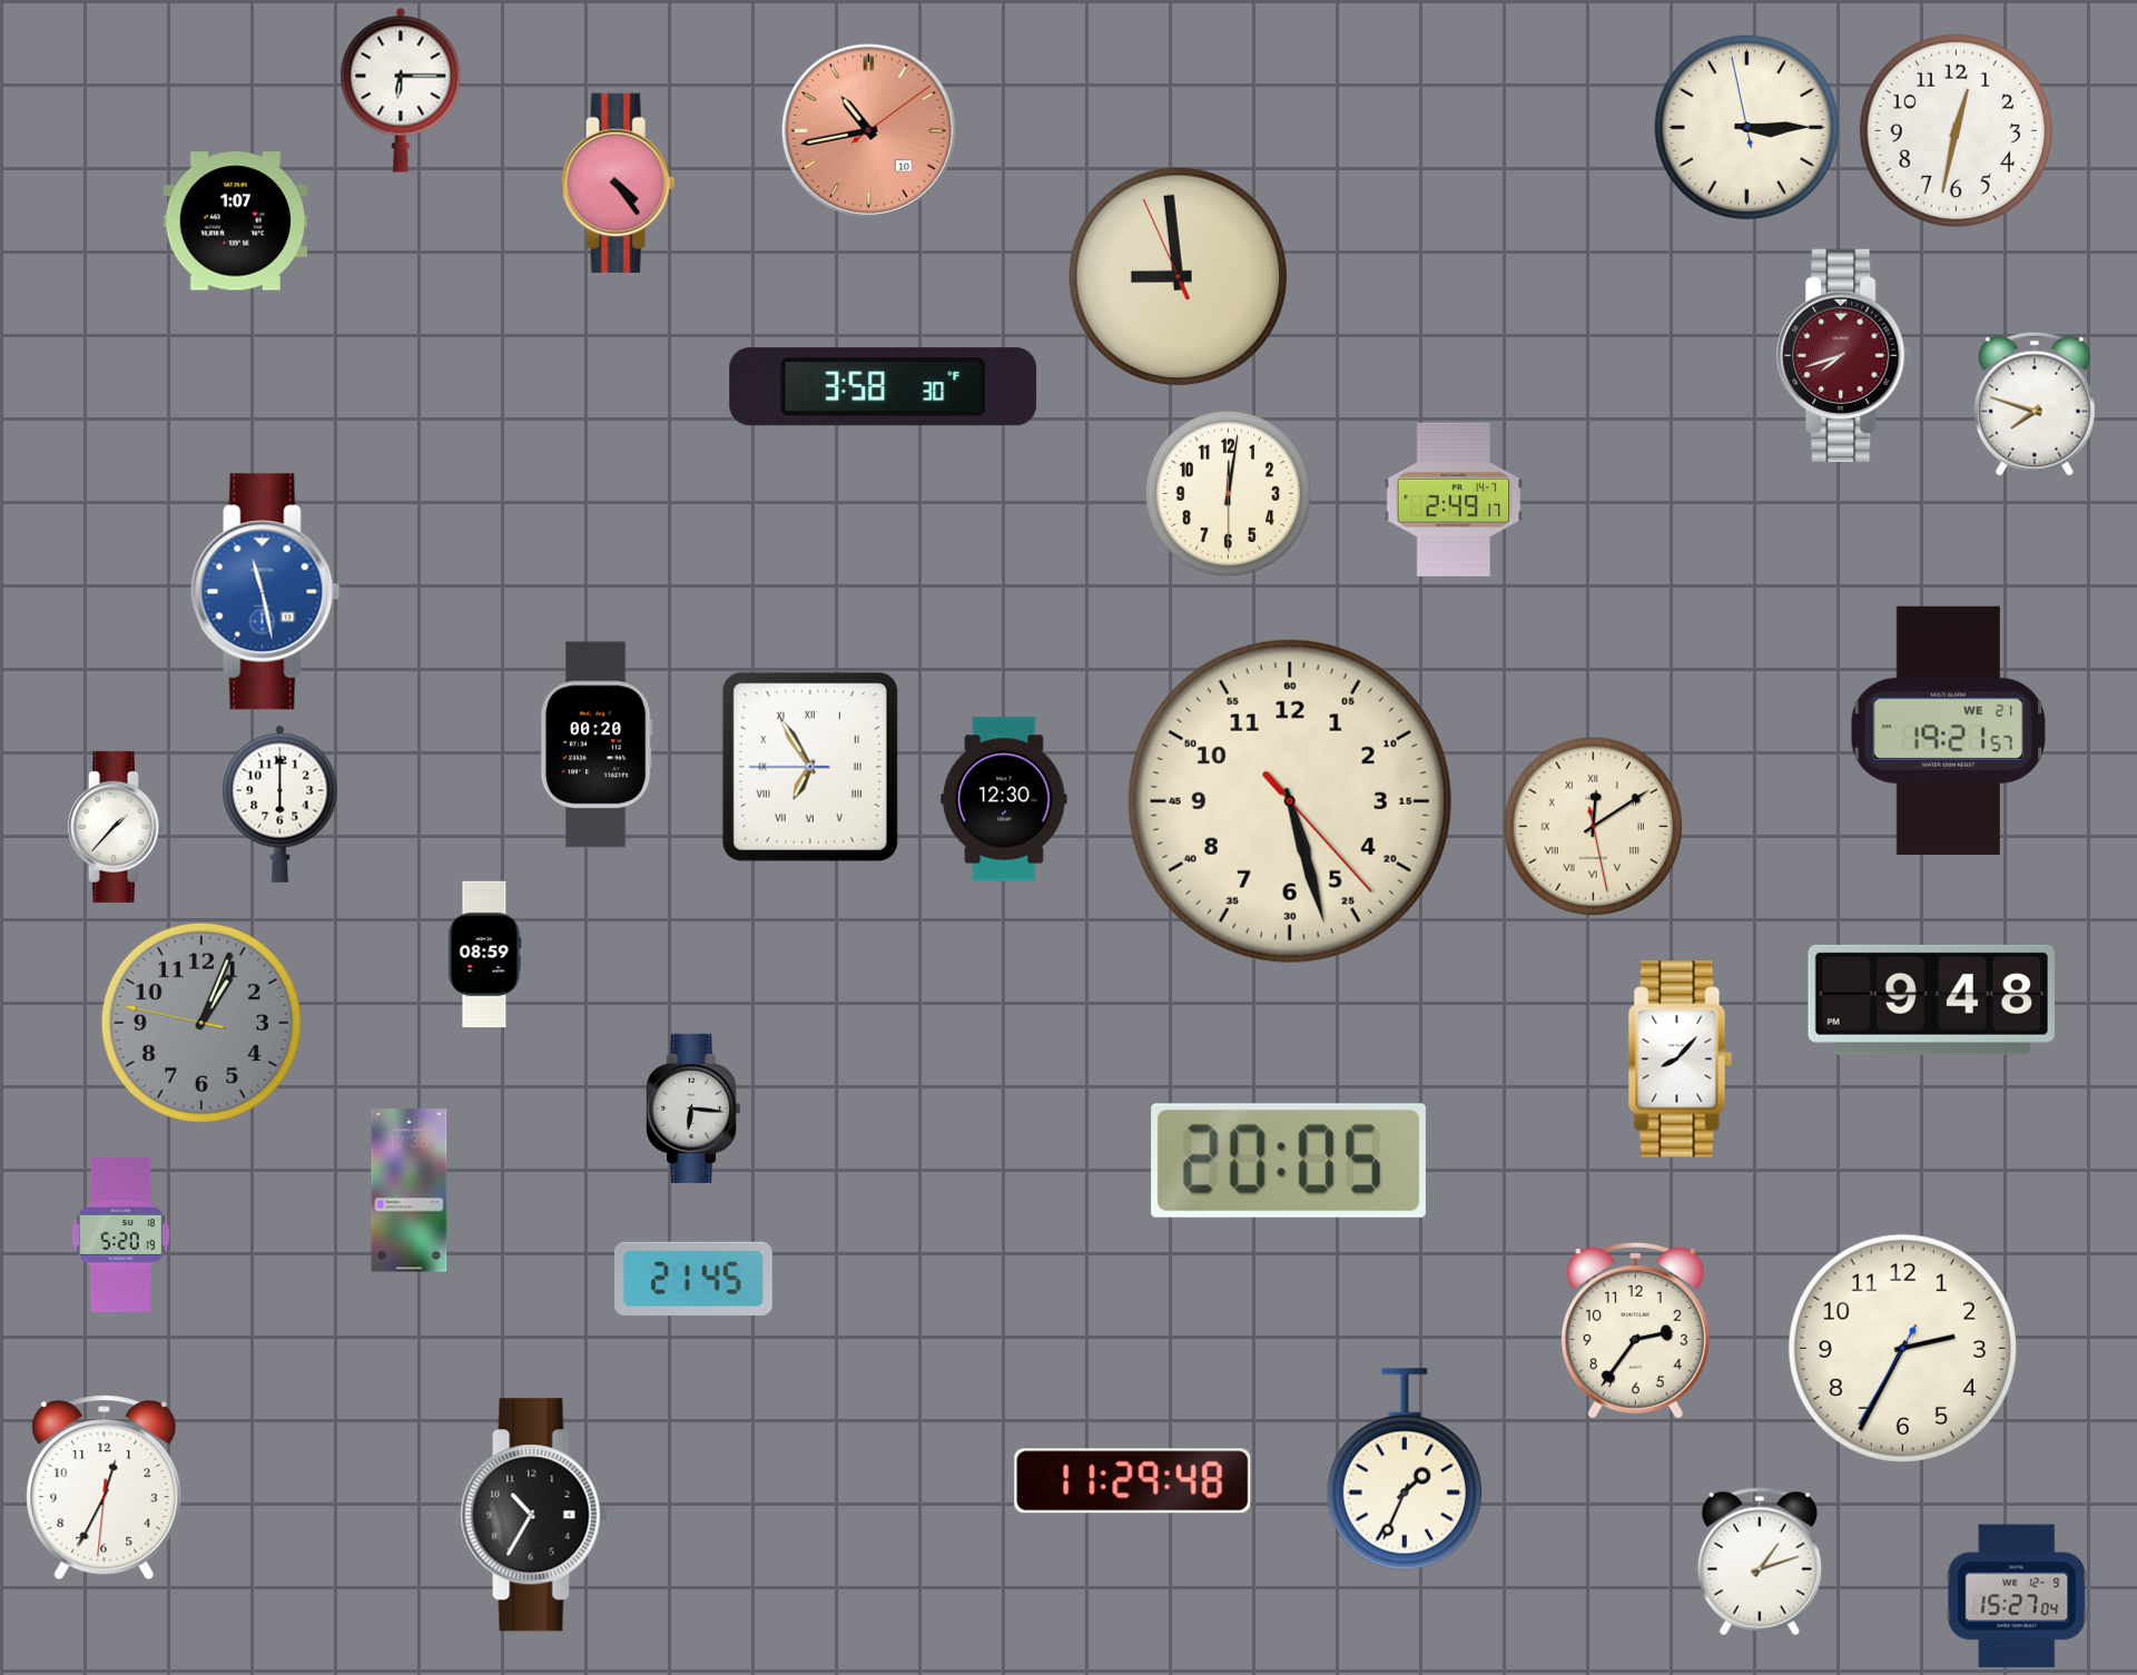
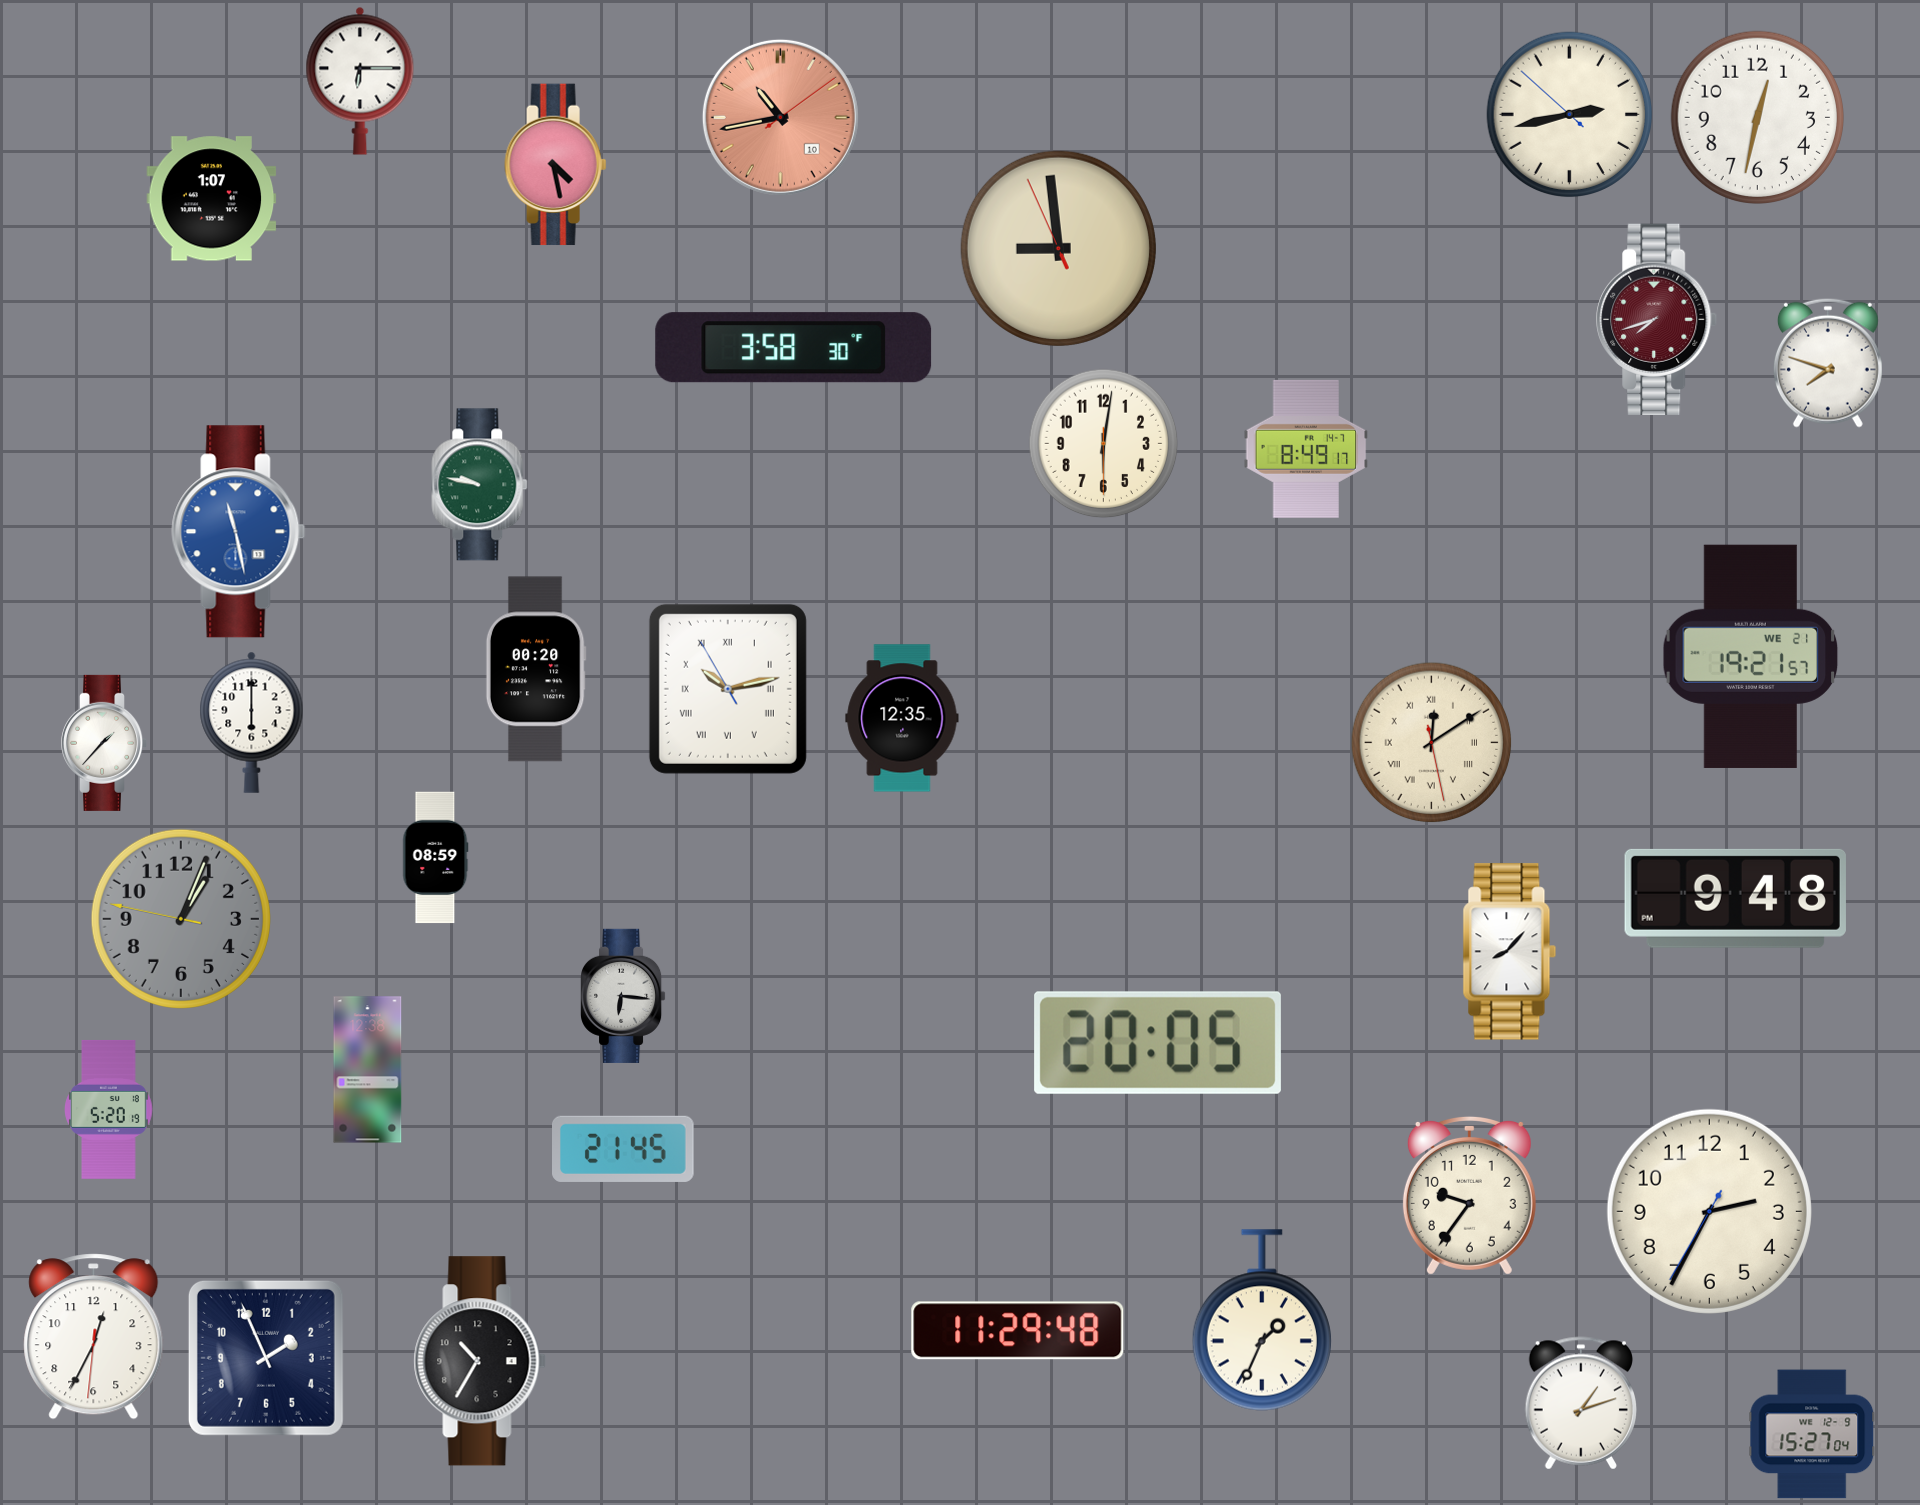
clock at (1747, 128): 3:14 -> 2:42
clock at (619, 184): 4:24 -> 4:28
clock at (1229, 494): 12:01 -> 6:01
clock at (1454, 500): 2:49 -> 8:49
clock at (480, 485): none -> 9:47
clock at (810, 767): 6:54 -> 10:12
clock at (1004, 799): 12:30 -> 12:35
clock at (1290, 801): 5:27 -> none
clock at (1635, 1330): 2:36 -> 9:36
clock at (266, 1358): none -> 1:56
